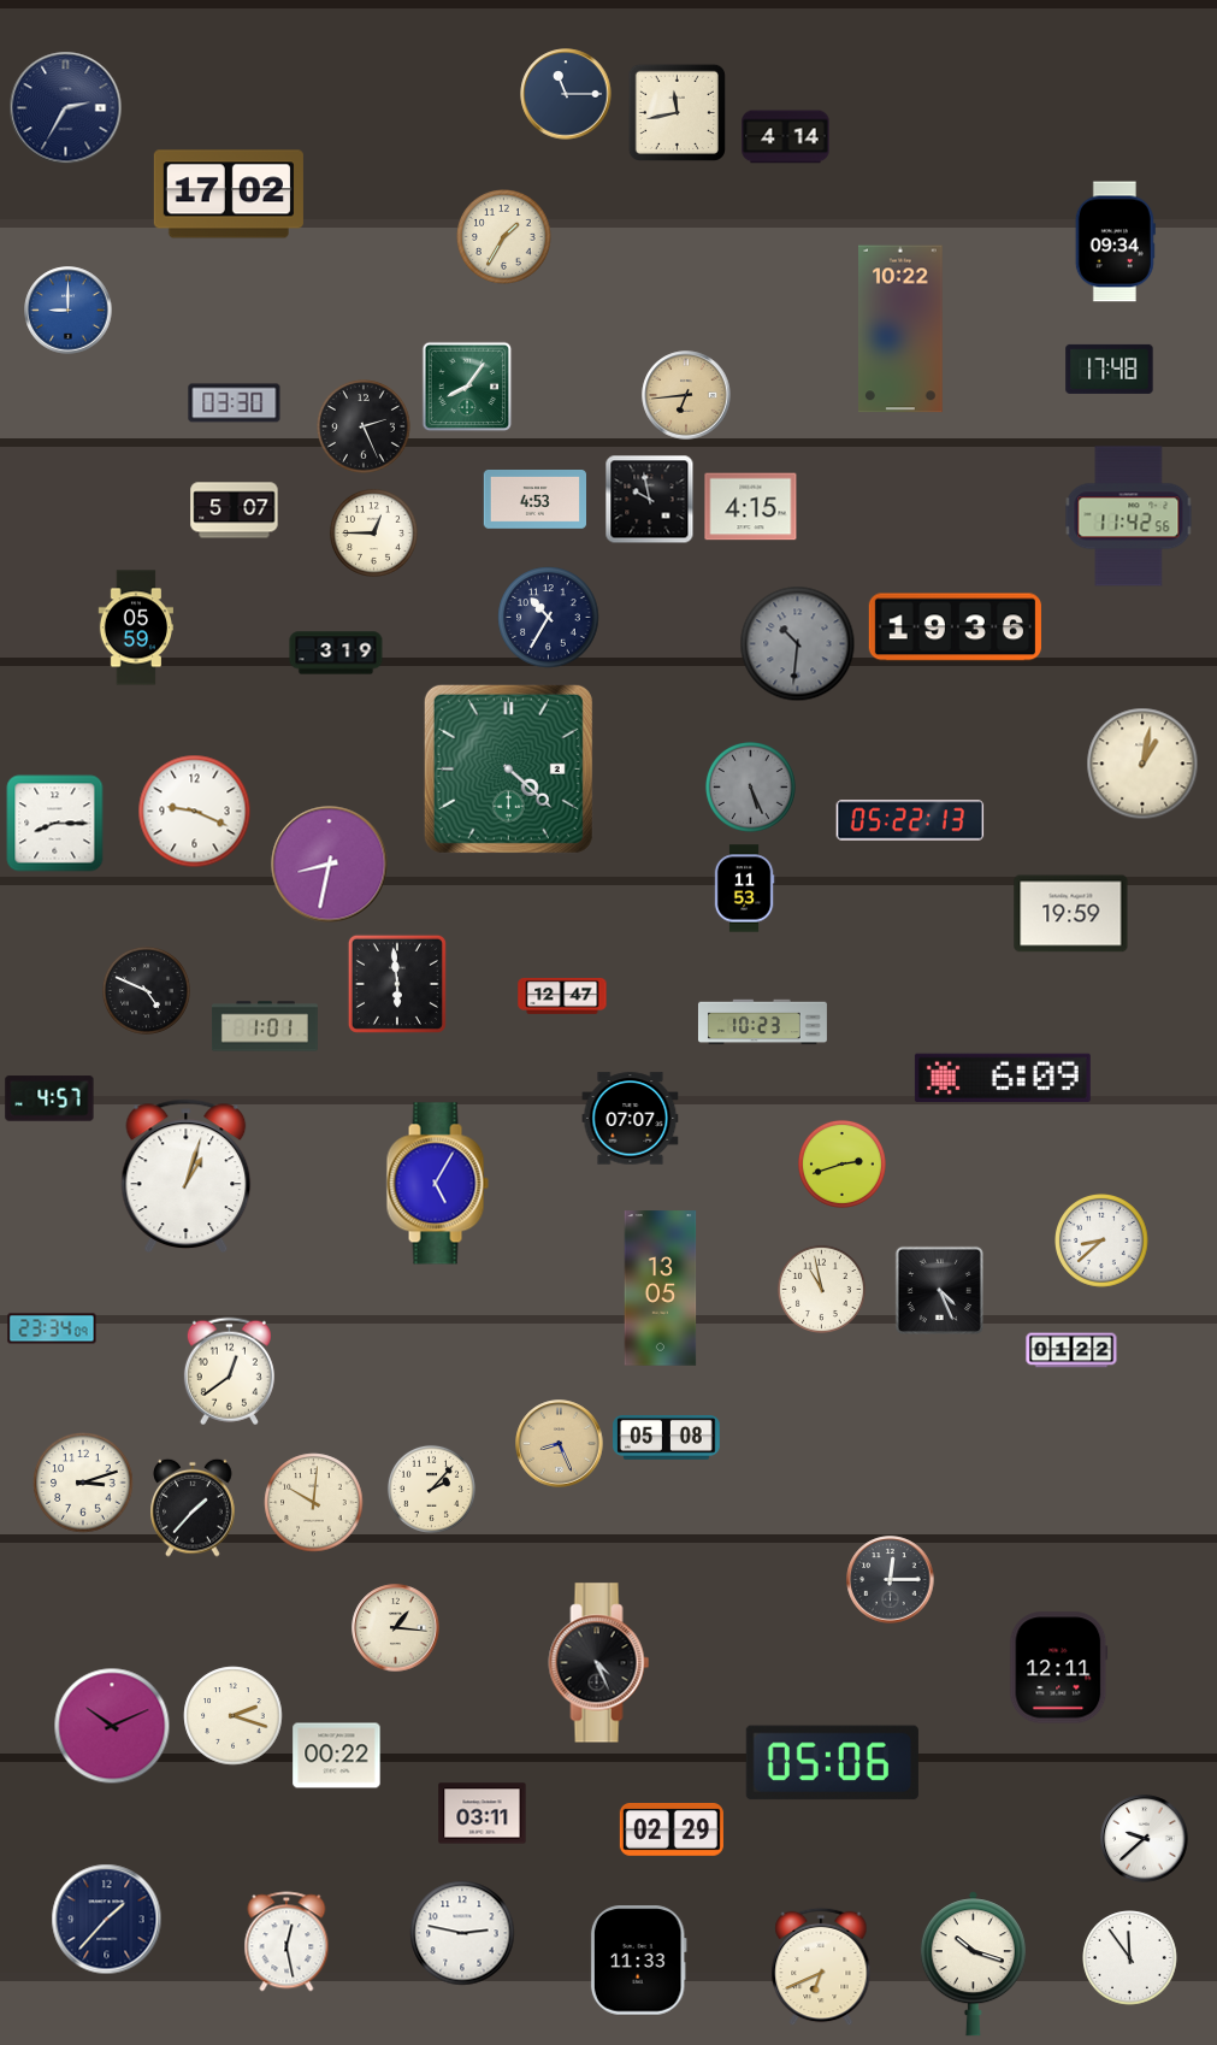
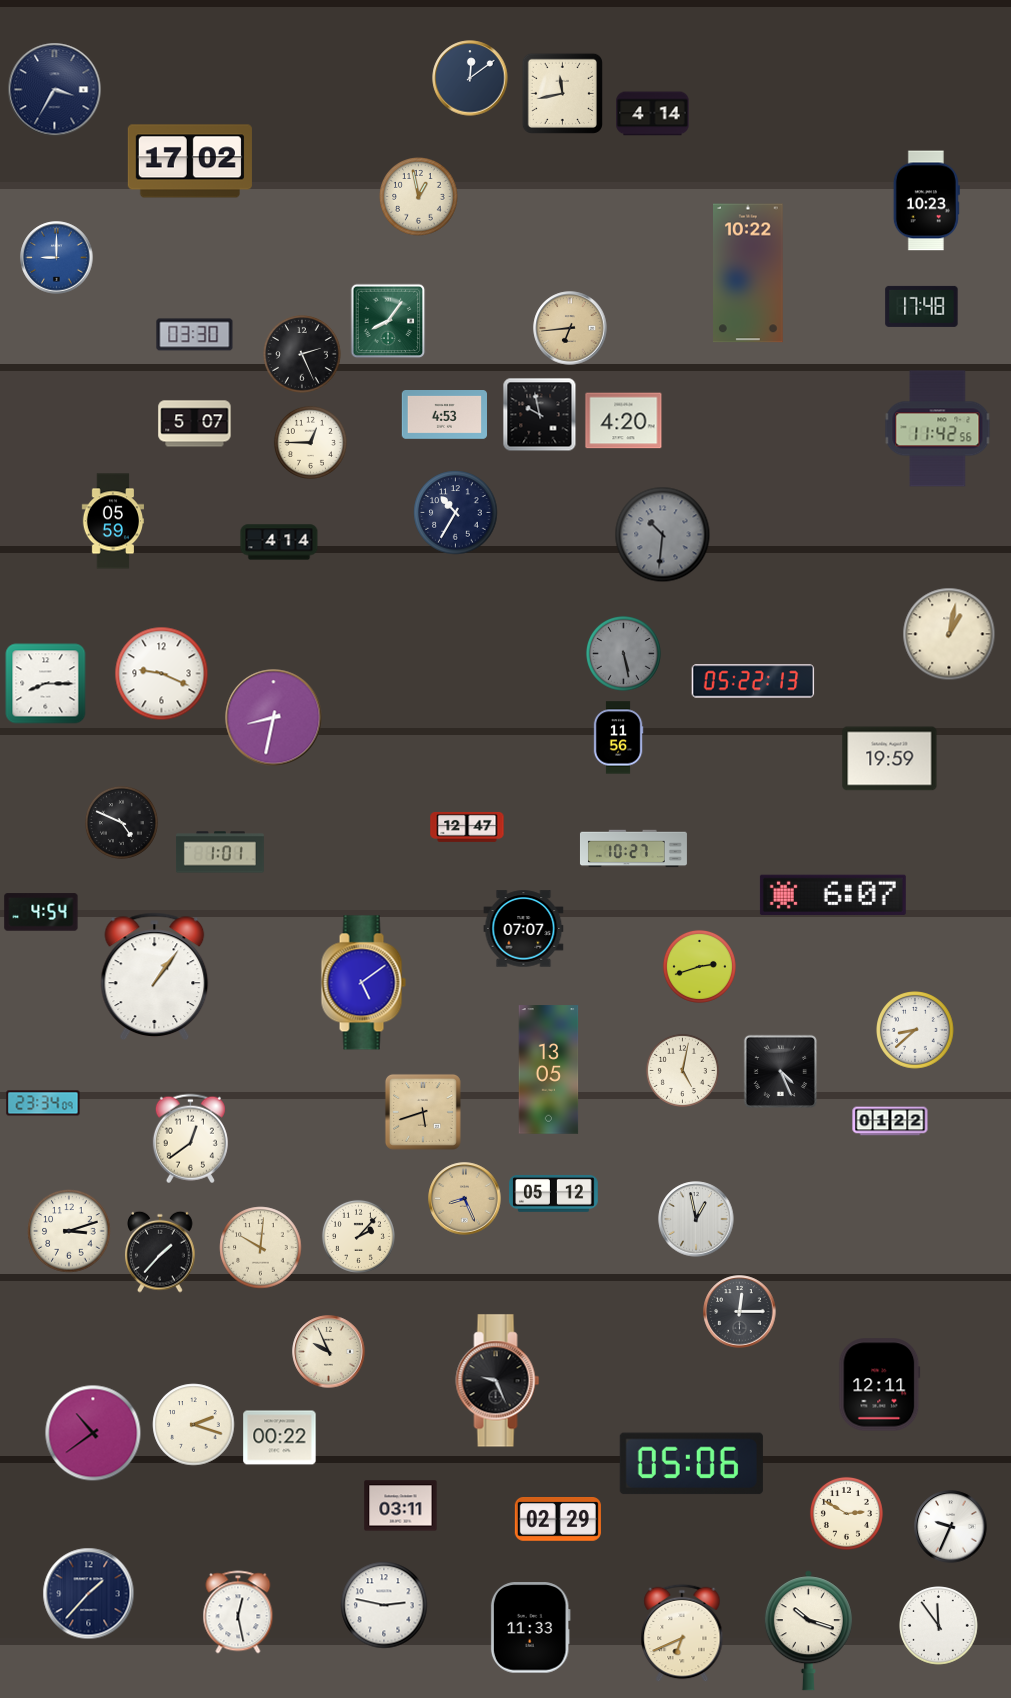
clock at (566, 94): 11:15 -> 12:09
clock at (66, 108): 2:35 -> 3:35
clock at (504, 237): 1:35 -> 12:58
clock at (1115, 242): 09:34 -> 10:23
clock at (751, 507): 4:15 -> 4:20
clock at (955, 627): 19:36 -> none
clock at (336, 653): 3:19 -> 4:14
clock at (508, 768): 4:22 -> none
clock at (750, 786): 5:26 -> 5:28
clock at (910, 820) position: (910, 820) -> (753, 681)
clock at (744, 889): 11:53 -> 11:56
clock at (397, 984): 5:59 -> none
clock at (762, 1022): 10:23 -> 10:27
clock at (1003, 1077): 6:09 -> 6:07
clock at (49, 1098): 4:57 -> 4:54
clock at (187, 1175): 1:03 -> 1:06
clock at (437, 1184): 5:05 -> 5:09
clock at (821, 1289): 10:58 -> 5:02
clock at (423, 1112): none -> 5:42
clock at (667, 1438): 05:08 -> 05:12
clock at (696, 1219): none -> 12:58
clock at (396, 1628): 1:16 -> 9:56
clock at (599, 1663): 4:26 -> 9:26
clock at (112, 1726): 10:11 -> 10:39
clock at (337, 1756) position: (337, 1756) -> (280, 1438)
clock at (846, 1513): none -> 2:50
clock at (1145, 1839): 9:38 -> 9:34
